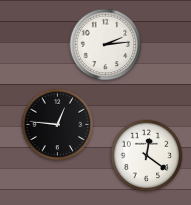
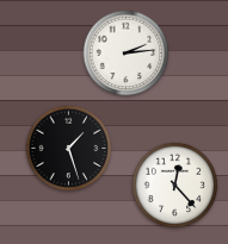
clock at (58, 125): 12:46 -> 1:27
clock at (147, 156): 12:21 -> 12:23
